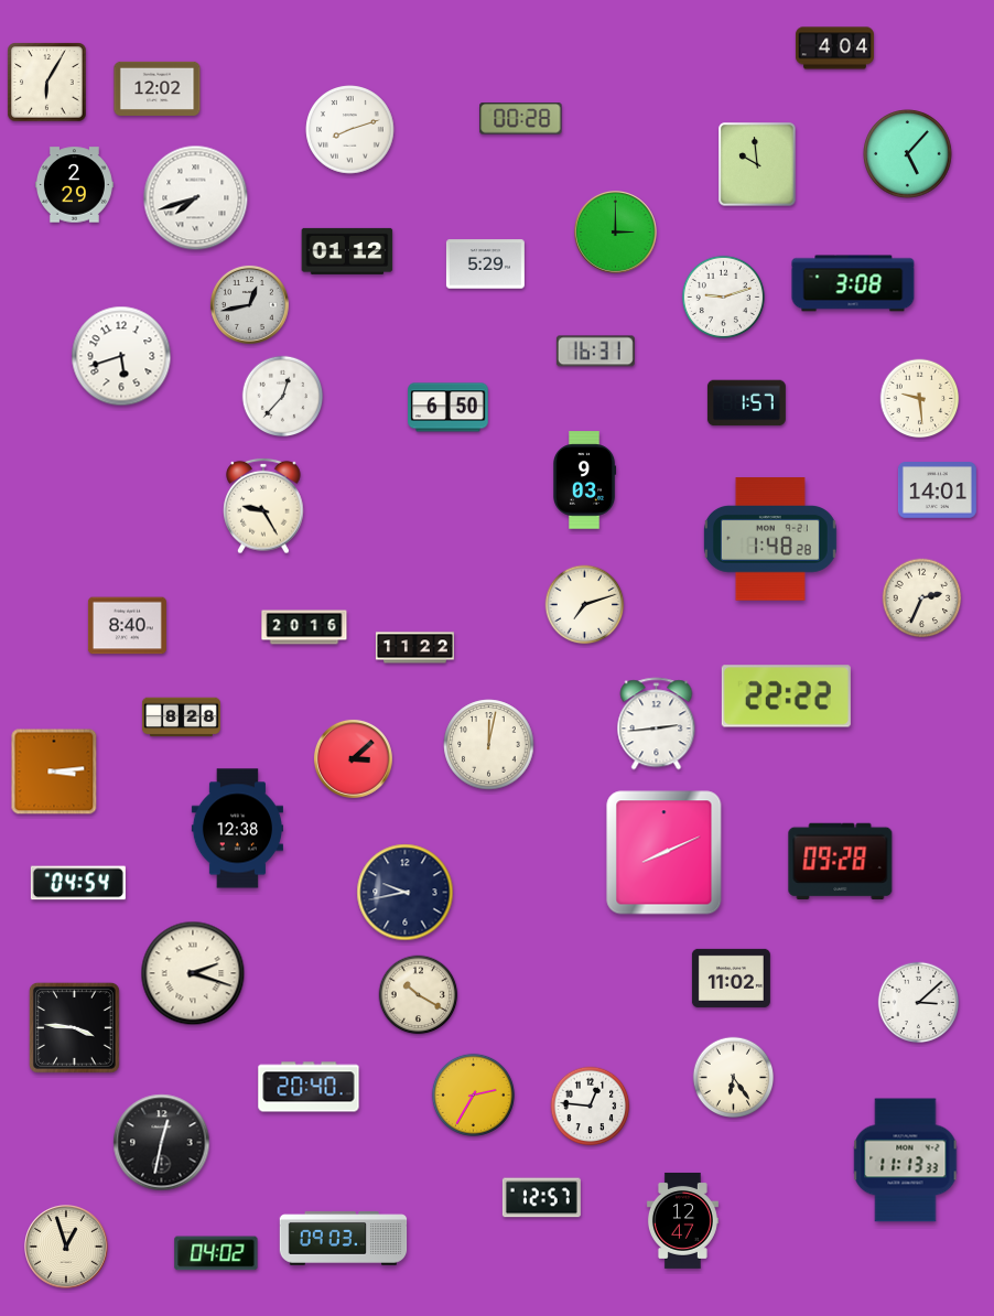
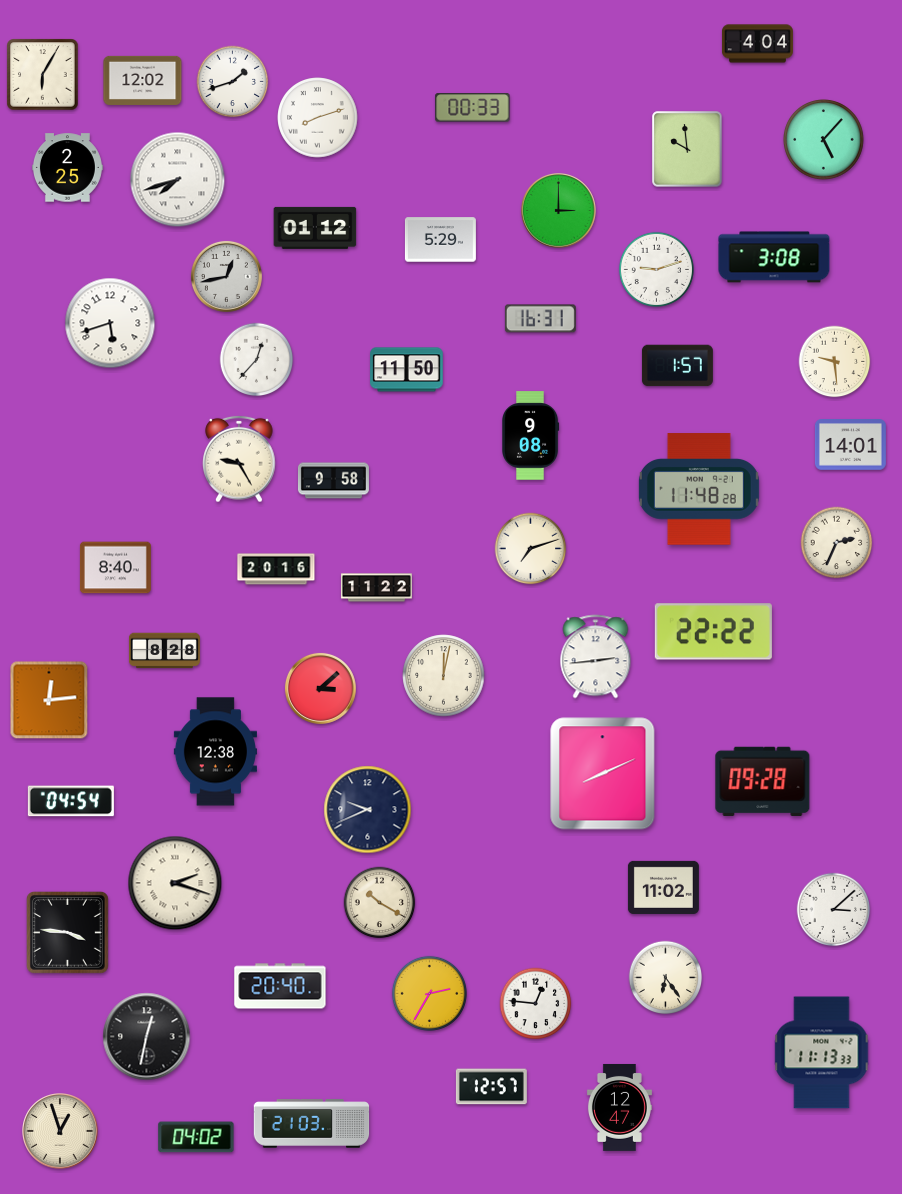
clock at (233, 82): none -> 1:42
clock at (521, 119): 00:28 -> 00:33
clock at (74, 185): 2:29 -> 2:25
clock at (449, 408): 6:50 -> 11:50
clock at (585, 481): 9:03 -> 9:08
clock at (333, 481): none -> 9:58
clock at (770, 539): 1:48 -> 11:48
clock at (54, 772): 3:14 -> 12:14
clock at (406, 893): 9:43 -> 9:41
clock at (344, 1239): 09:03 -> 21:03
